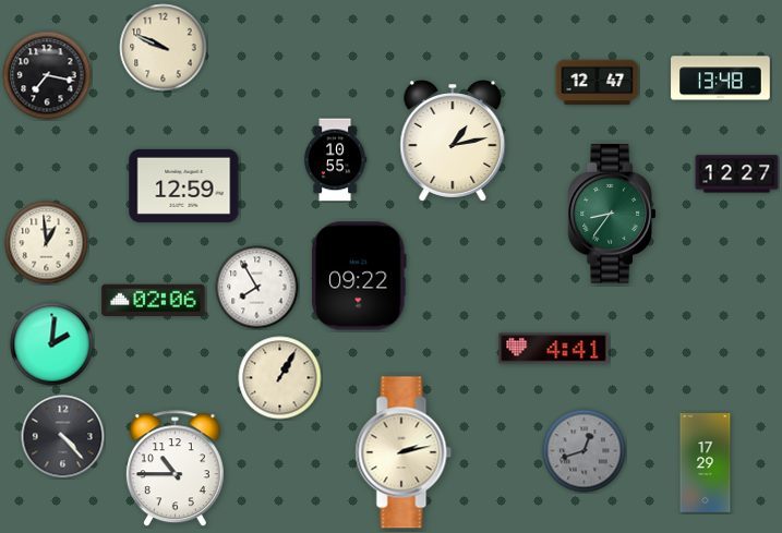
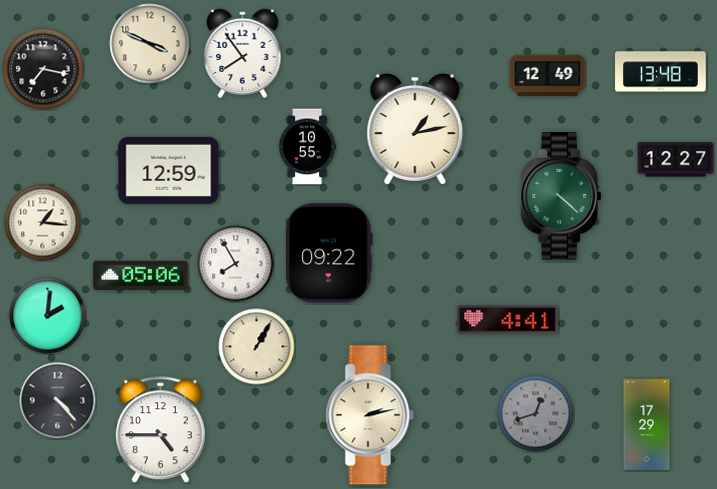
clock at (164, 48): 9:49 -> 3:49
clock at (243, 54): none -> 7:54
clock at (598, 83): 12:47 -> 12:49
clock at (611, 214): 8:36 -> 4:22
clock at (47, 243): 12:59 -> 1:16
clock at (154, 300): 02:06 -> 05:06
clock at (175, 469): 10:45 -> 4:45
